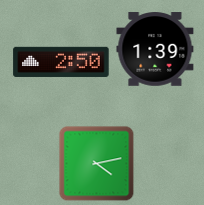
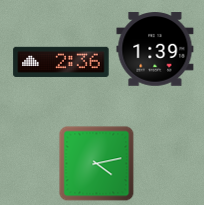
clock at (61, 62): 2:50 -> 2:36
